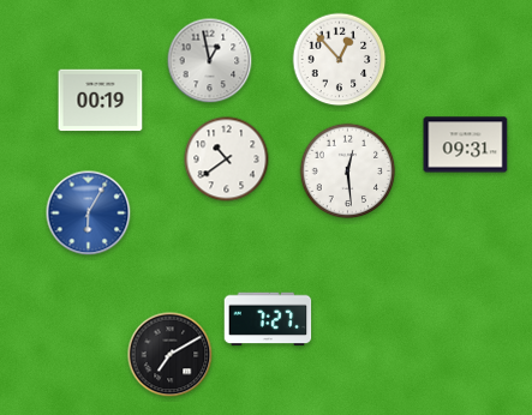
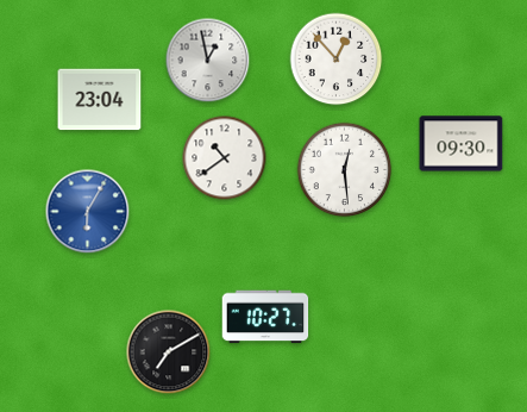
clock at (101, 101): 00:19 -> 23:04
clock at (466, 145): 09:31 -> 09:30
clock at (268, 319): 7:27 -> 10:27
